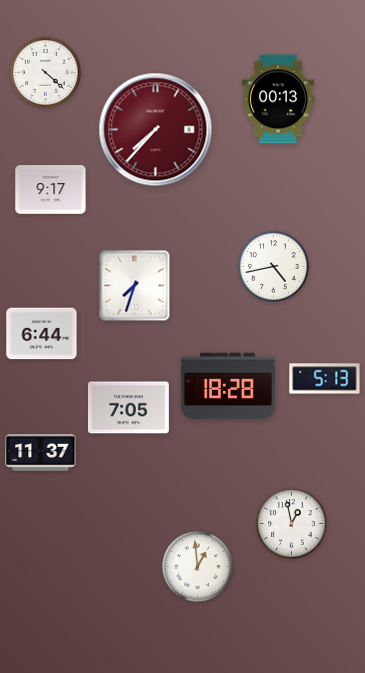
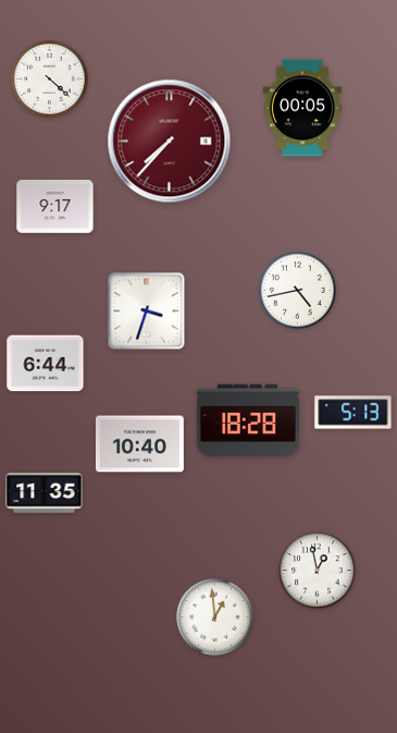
clock at (277, 99): 00:13 -> 00:05
clock at (135, 286): 7:33 -> 3:33
clock at (128, 408): 7:05 -> 10:40
clock at (41, 453): 11:37 -> 11:35
